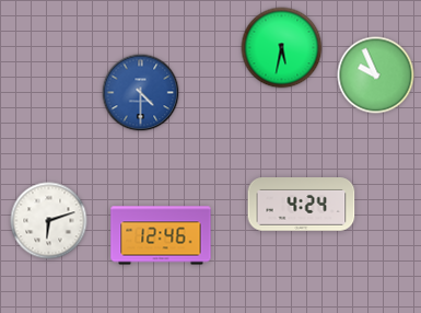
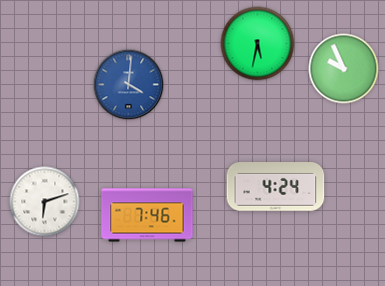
clock at (141, 93): 4:30 -> 4:01
clock at (161, 235): 12:46 -> 7:46
